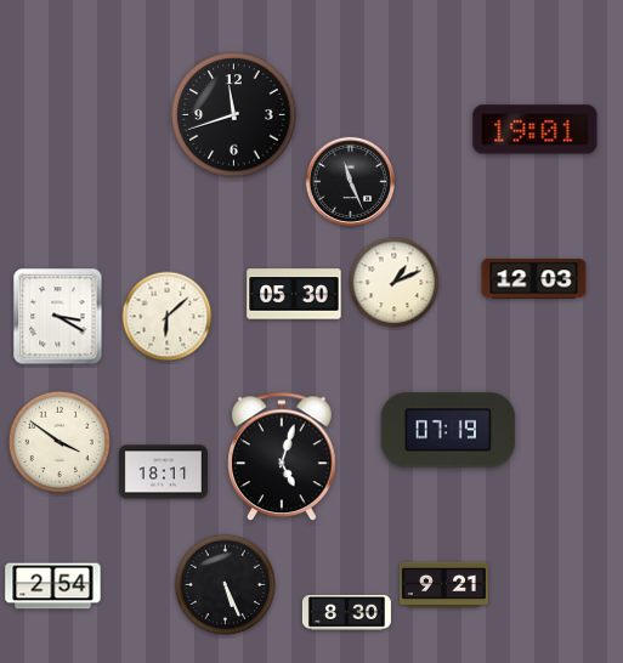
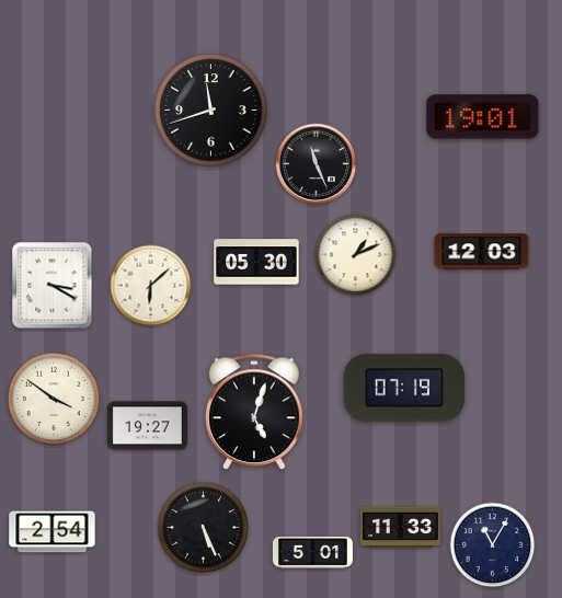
clock at (234, 115) position: (234, 115) -> (211, 111)
clock at (294, 294) position: (294, 294) -> (256, 262)
clock at (163, 472): 18:11 -> 19:27
clock at (443, 585): 9:21 -> 11:33
clock at (53, 586) position: (53, 586) -> (53, 532)
clock at (493, 545): none -> 11:05
clock at (346, 613): 8:30 -> 5:01
